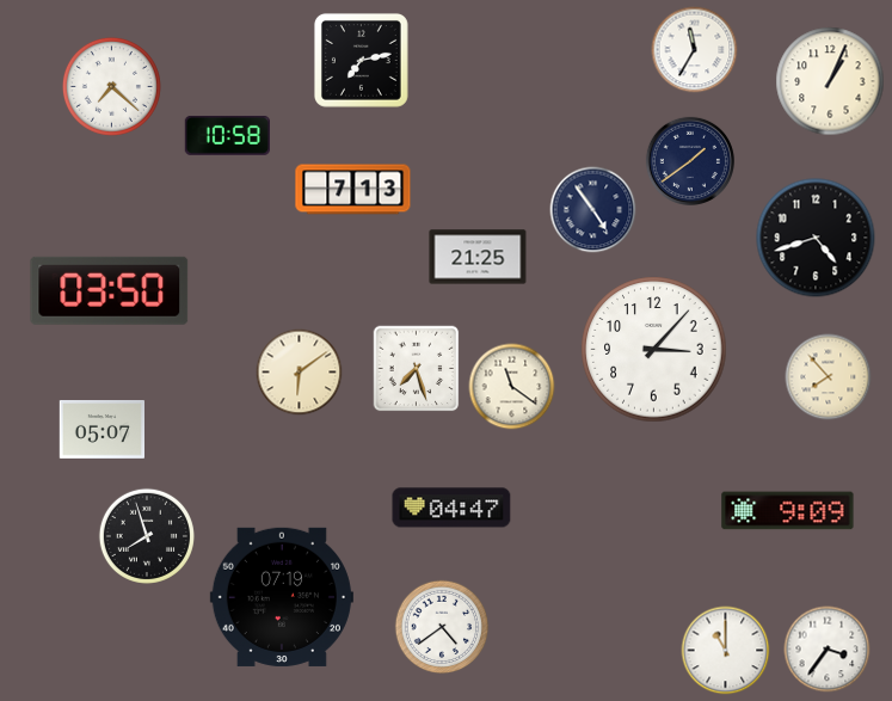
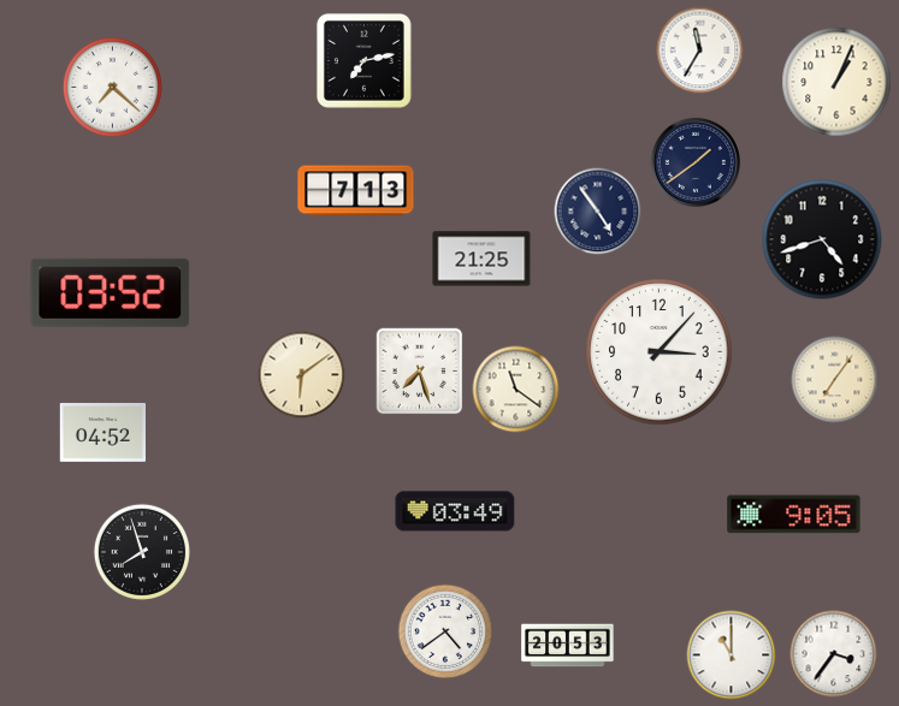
clock at (227, 135): 10:58 -> none
clock at (110, 290): 03:50 -> 03:52
clock at (829, 377): 7:53 -> 7:06
clock at (101, 430): 05:07 -> 04:52
clock at (451, 508): 04:47 -> 03:49
clock at (788, 511): 9:09 -> 9:05
clock at (147, 536) position: (147, 536) -> (142, 552)
clock at (282, 597): 07:19 -> none
clock at (568, 646): none -> 20:53
